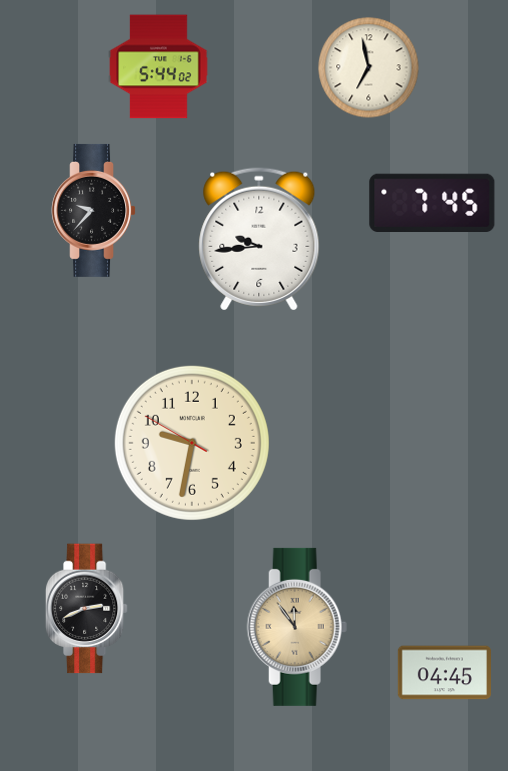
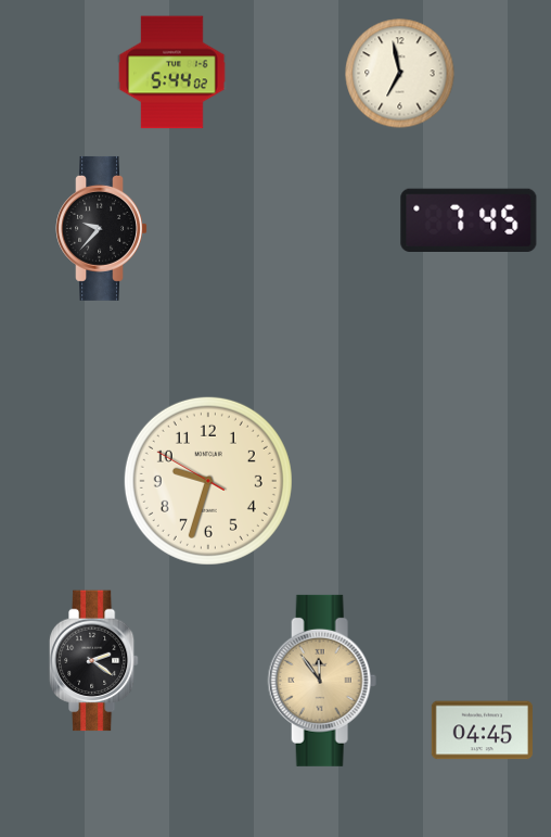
clock at (259, 239): 9:44 -> none
clock at (192, 443): 9:31 -> 9:32
clock at (86, 609): 2:41 -> 2:21
